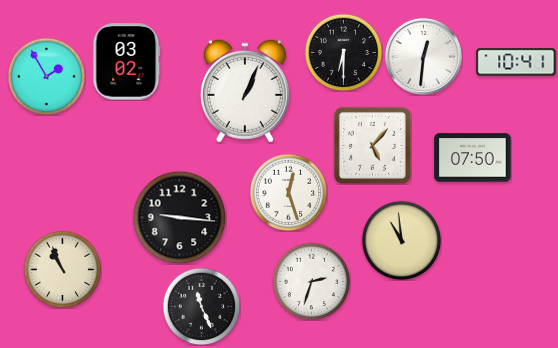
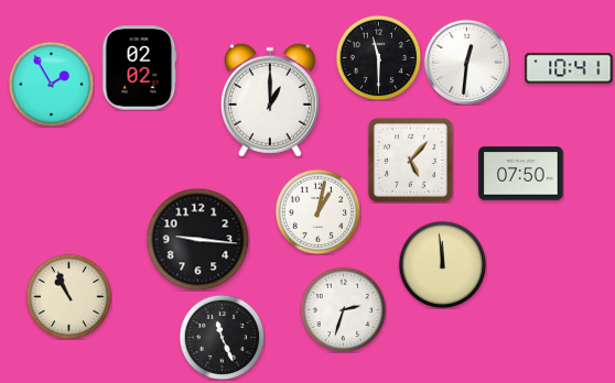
clock at (343, 52): 6:30 -> 11:30
clock at (127, 62): 03:02 -> 02:02
clock at (245, 91): 1:04 -> 1:00
clock at (288, 192): 12:27 -> 1:02
clock at (401, 240): 10:59 -> 11:59
